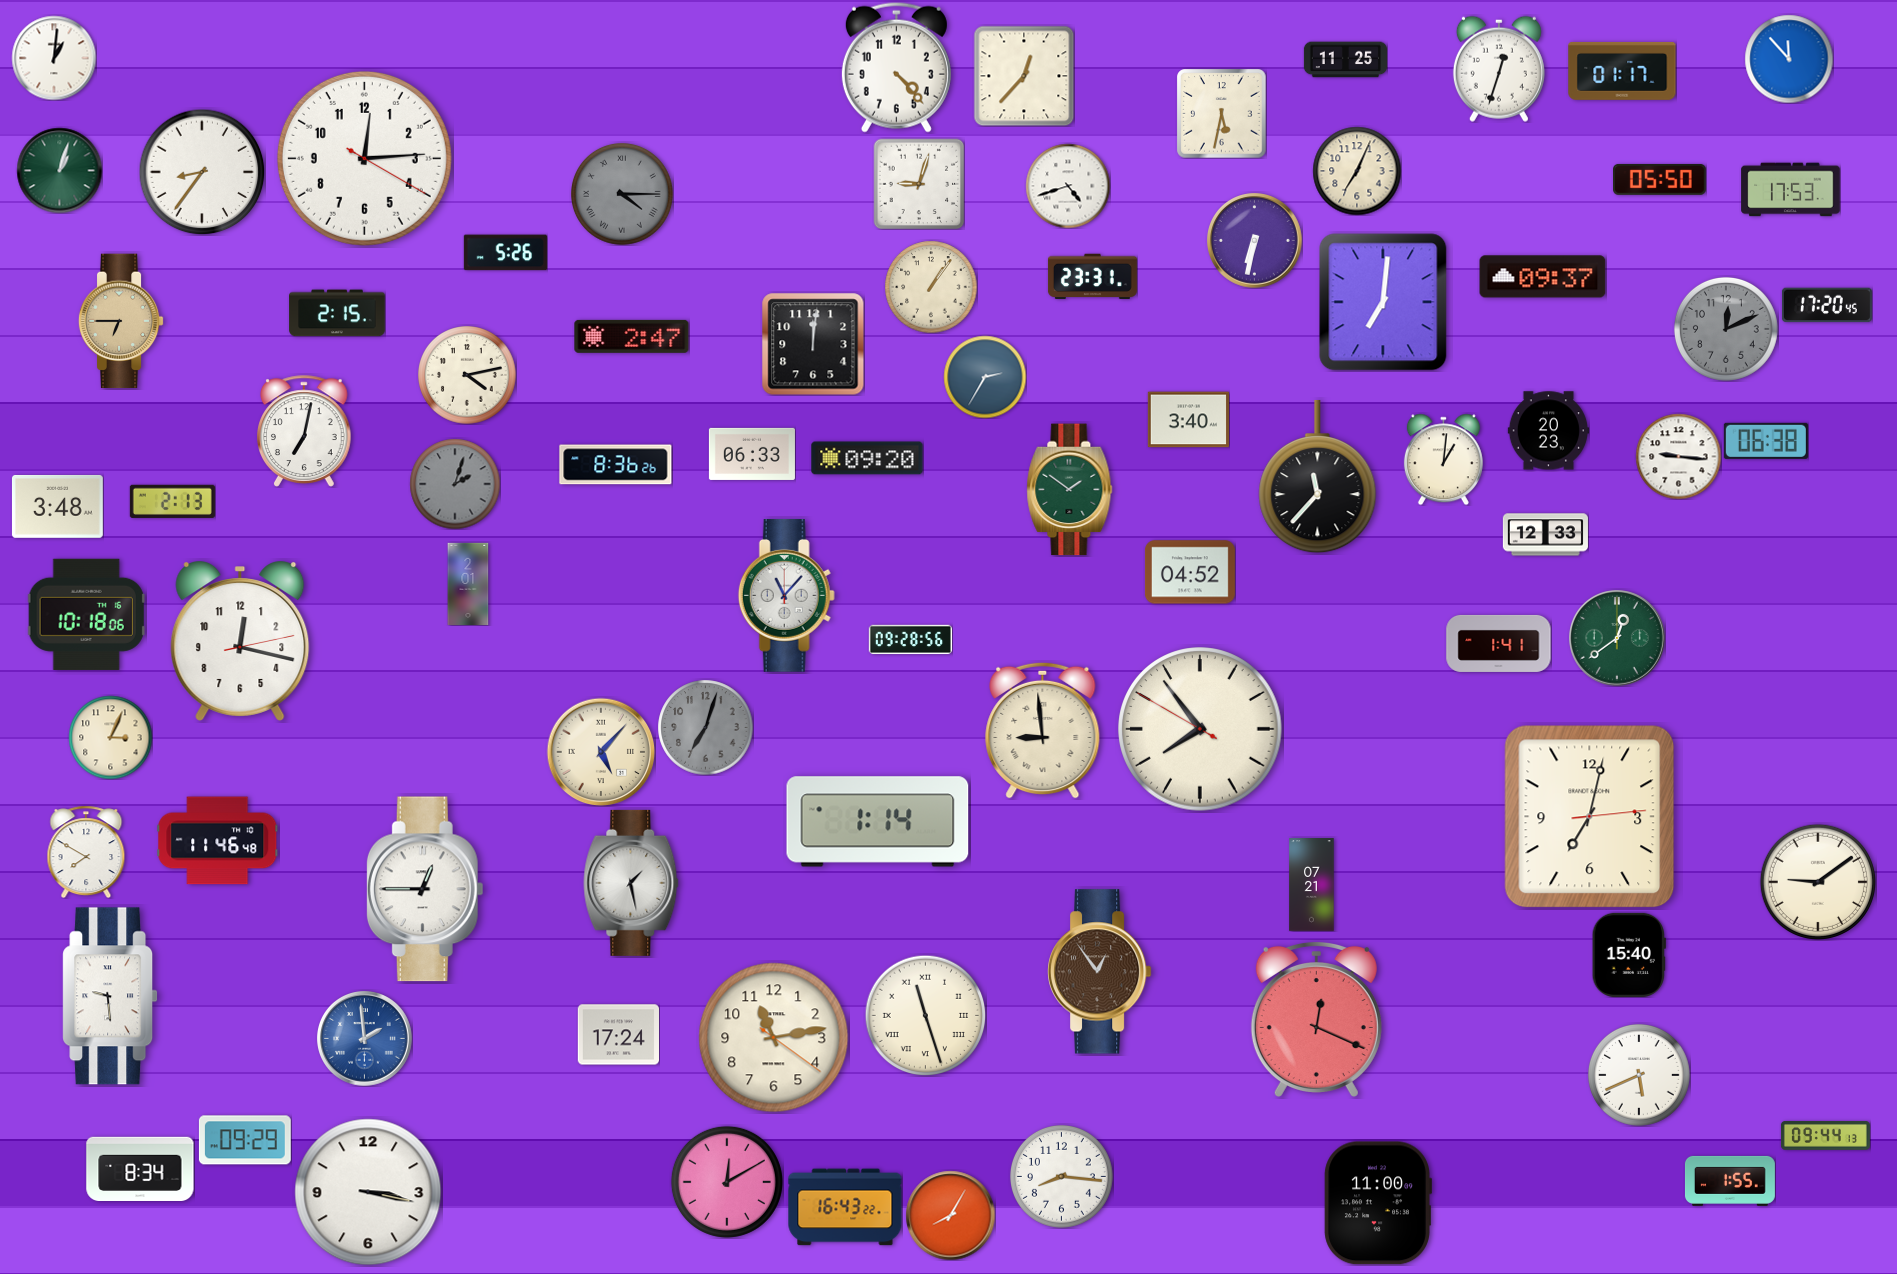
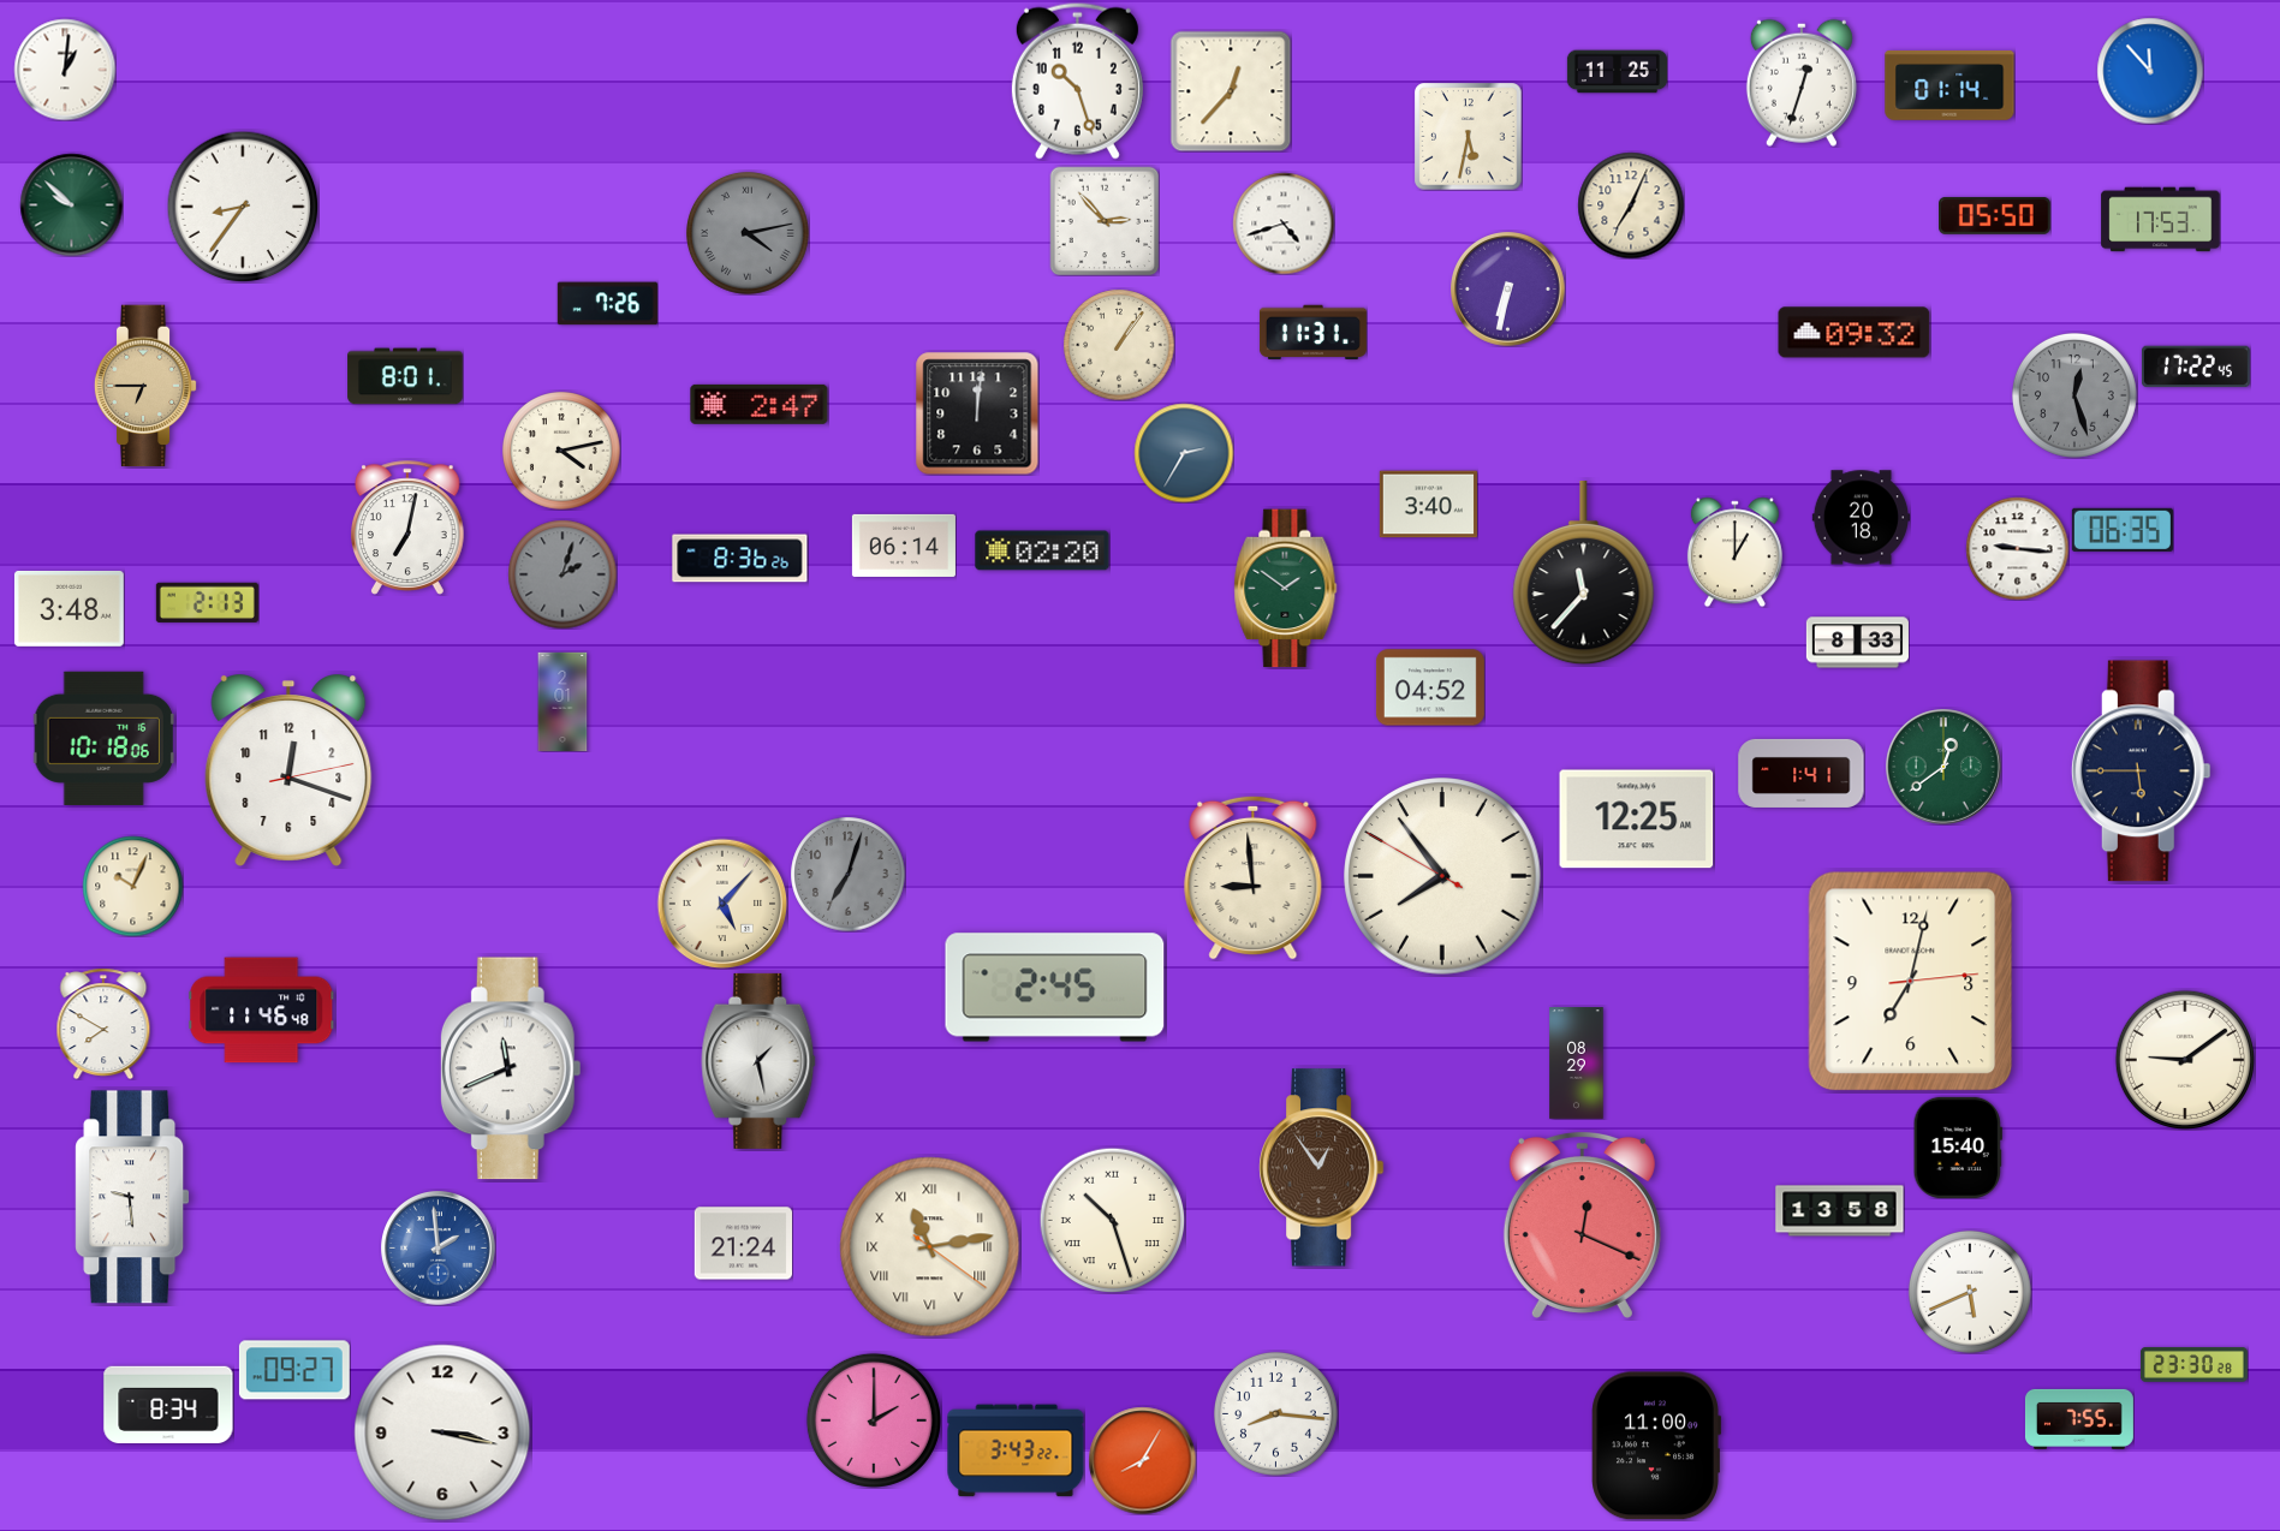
clock at (896, 67): 4:23 -> 10:27
clock at (1622, 71): 01:17 -> 01:14
clock at (364, 158): 12:14 -> none
clock at (59, 170): 1:03 -> 9:52
clock at (919, 184): 9:03 -> 2:53
clock at (1791, 190) position: (1791, 190) -> (2161, 220)
clock at (622, 194): 4:15 -> 4:13
clock at (505, 253): 5:26 -> 7:26
clock at (1092, 277): 23:31 -> 11:31
clock at (1543, 277): 09:37 -> 09:32
clock at (1383, 302): 7:01 -> none
clock at (1827, 305): 17:20 -> 17:22
clock at (337, 313): 2:15 -> 8:01
clock at (1726, 329): 12:11 -> 12:27
clock at (305, 431) position: (305, 431) -> (409, 528)
clock at (1548, 431): 20:23 -> 20:18
clock at (1766, 441): 06:38 -> 06:35
clock at (752, 454): 06:33 -> 06:14
clock at (867, 458): 09:20 -> 02:20
clock at (1443, 459): 1:01 -> 1:00
clock at (455, 484) position: (455, 484) -> (562, 574)
clock at (1545, 535): 12:33 -> 8:33
clock at (786, 596): 11:07 -> none
clock at (910, 640): 09:28 -> none
clock at (240, 641): 12:17 -> 12:18
clock at (2141, 772): none -> 5:45
clock at (1637, 820): none -> 12:25
clock at (110, 737): 3:04 -> 10:04
clock at (878, 822): 1:14 -> 2:45
clock at (1312, 885): 07:21 -> 08:29
clock at (425, 889): 12:45 -> 11:41
clock at (1840, 1211): none -> 13:58
clock at (925, 1015): 11:27 -> 10:27
clock at (618, 1035): 17:24 -> 21:24
clock at (774, 1038) numerals: Arabic -> Roman
clock at (1825, 1136): 09:44 -> 23:30
clock at (245, 1140): 09:29 -> 09:27
clock at (1730, 1181): 1:55 -> 7:55
clock at (727, 1182): 12:10 -> 2:00
clock at (845, 1207): 16:43 -> 3:43
